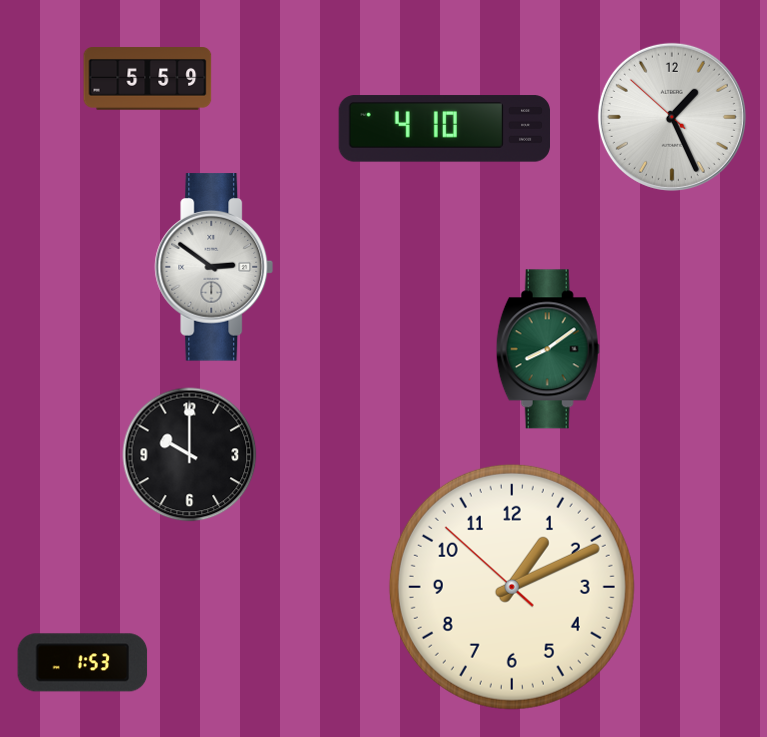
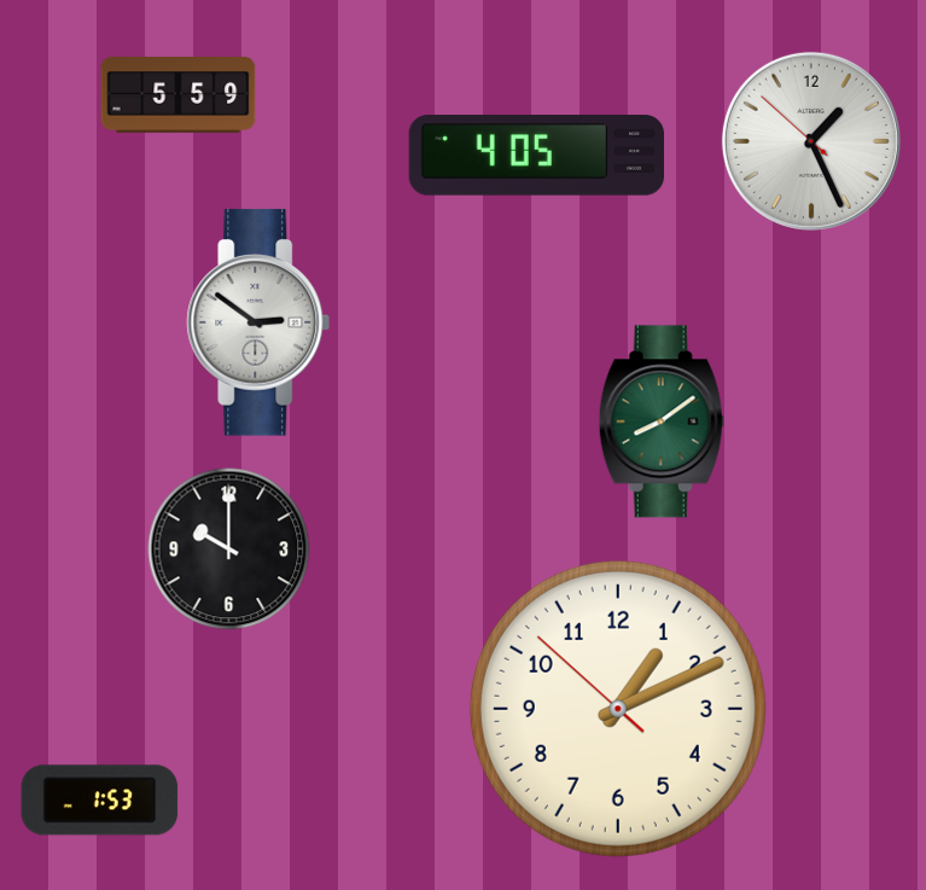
clock at (444, 129): 4:10 -> 4:05
